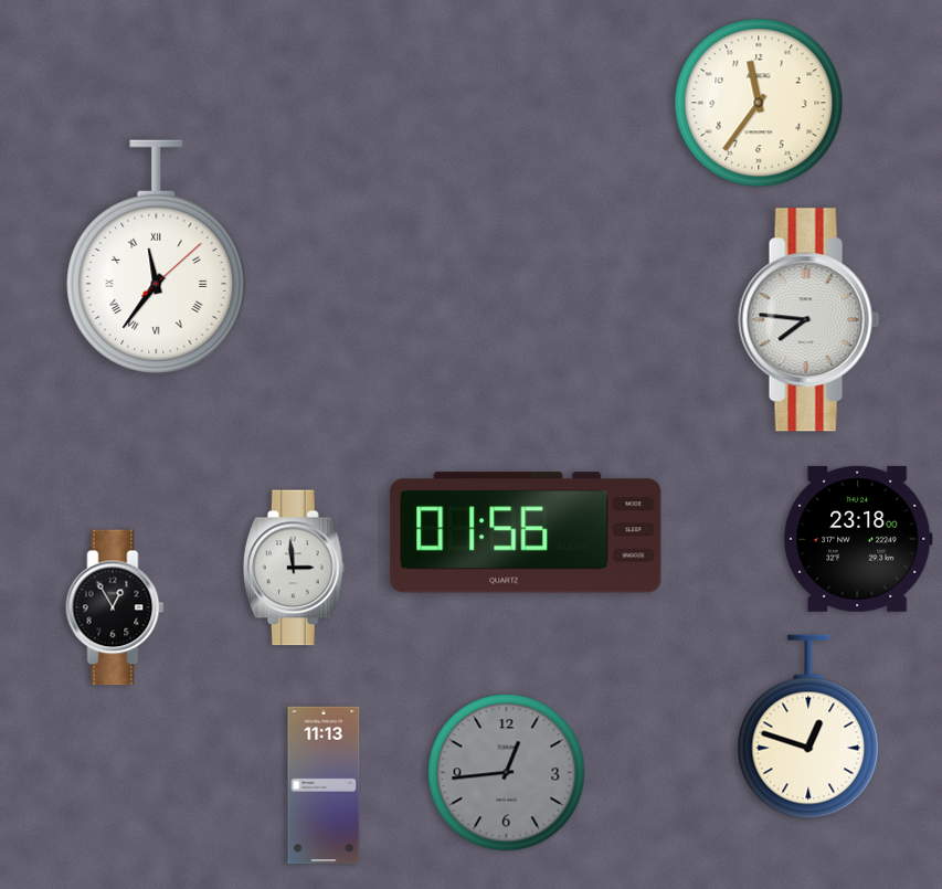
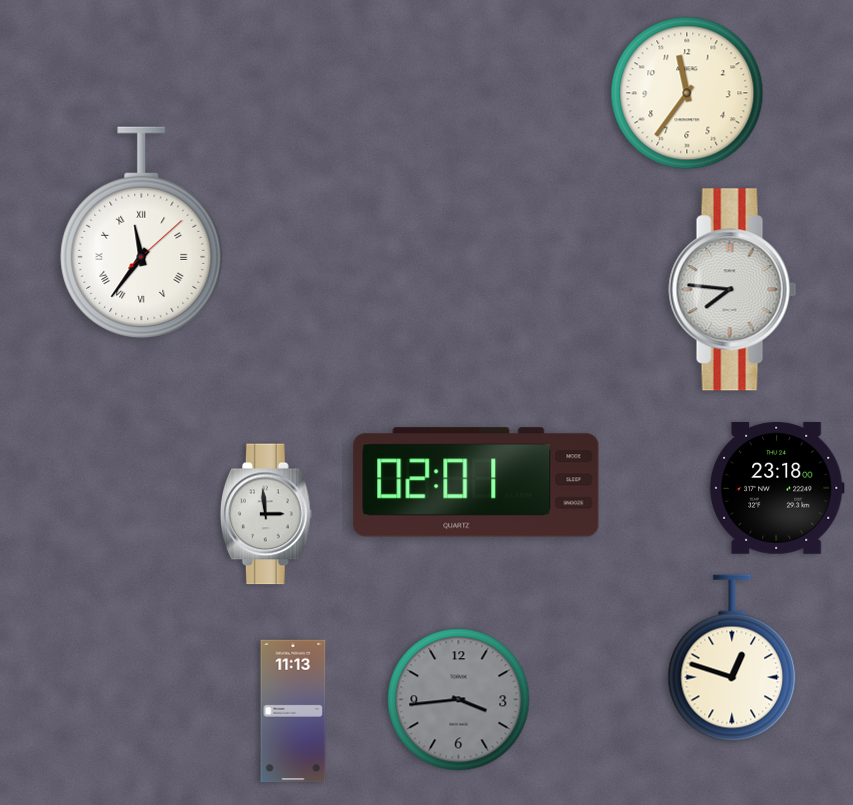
clock at (526, 532): 01:56 -> 02:01
clock at (115, 607): 12:55 -> none
clock at (507, 773): 12:44 -> 3:44
